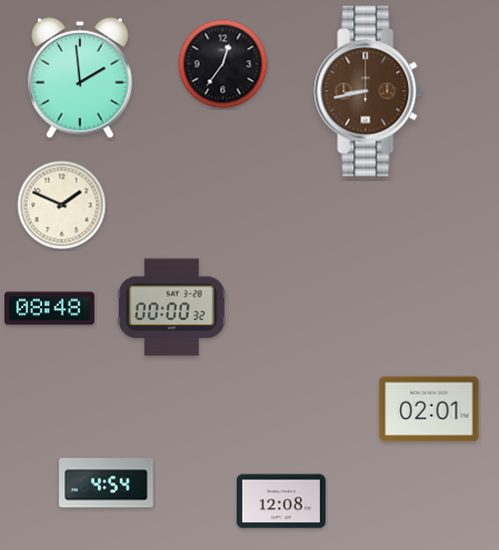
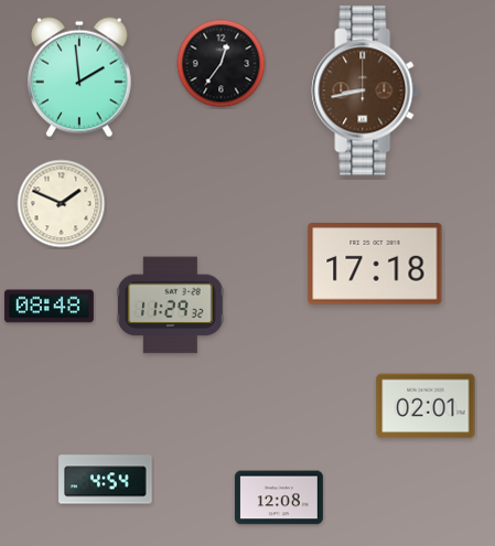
clock at (375, 265): none -> 17:18
clock at (172, 308): 00:00 -> 11:29
